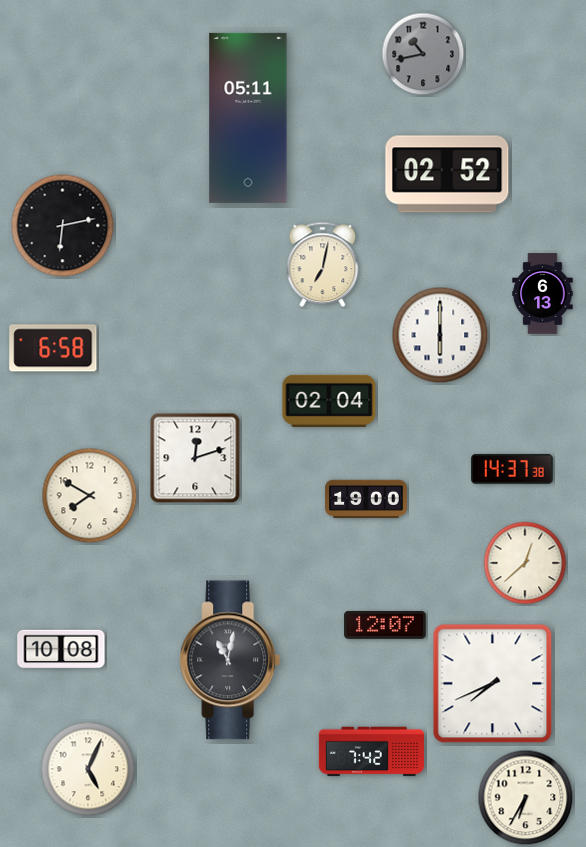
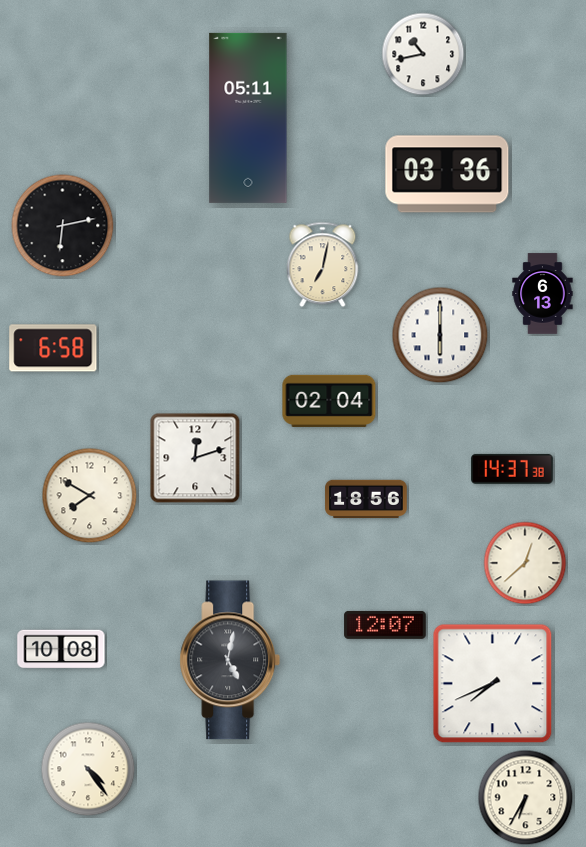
clock at (423, 54) dial: grey -> white
clock at (447, 174): 02:52 -> 03:36
clock at (366, 499): 19:00 -> 18:56
clock at (230, 660): 11:02 -> 5:02
clock at (371, 752): 7:42 -> none
clock at (88, 769): 5:04 -> 4:24
